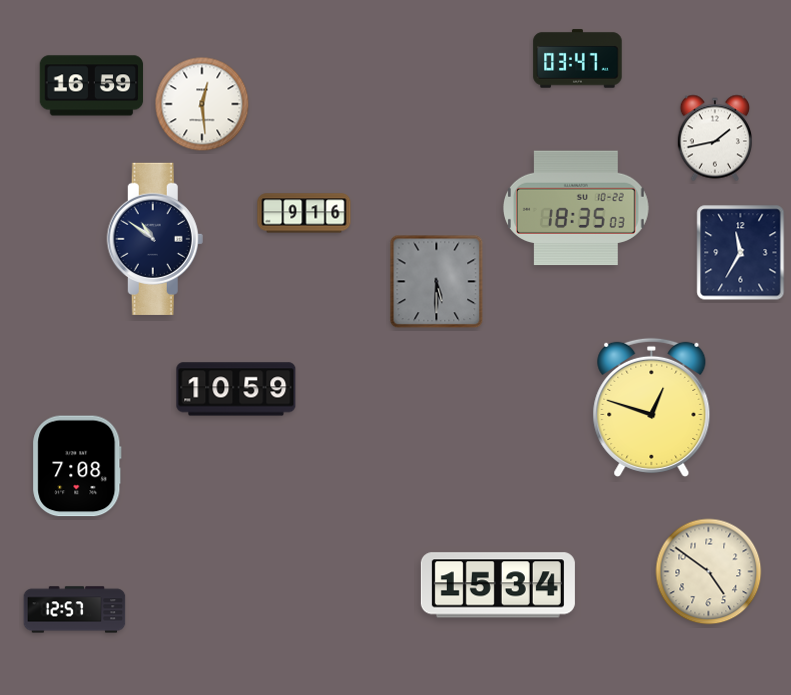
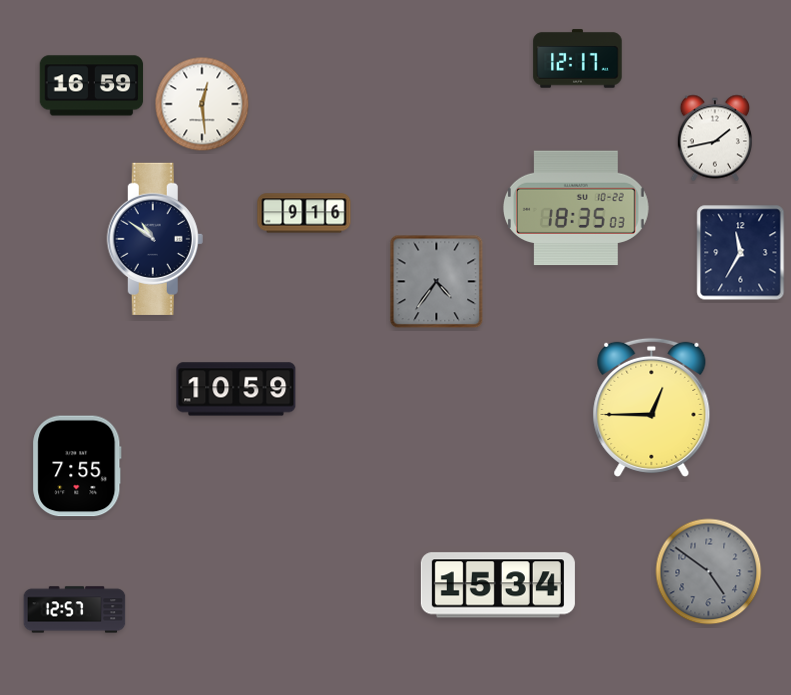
clock at (578, 59): 03:47 -> 12:17
clock at (437, 282): 5:30 -> 4:36
clock at (652, 407): 12:48 -> 12:45
clock at (77, 466): 7:08 -> 7:55
clock at (709, 572) dial: cream -> grey
